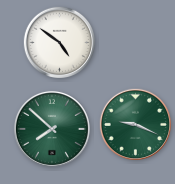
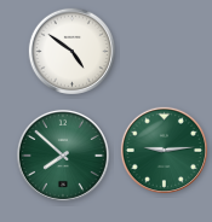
clock at (135, 124): 9:19 -> 9:14
